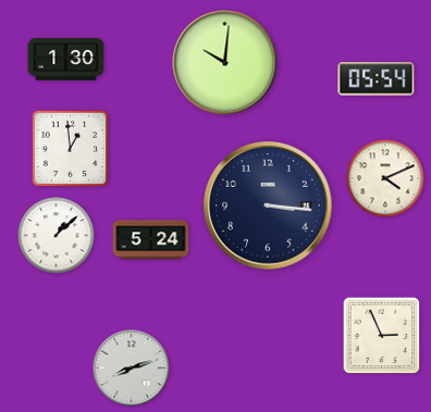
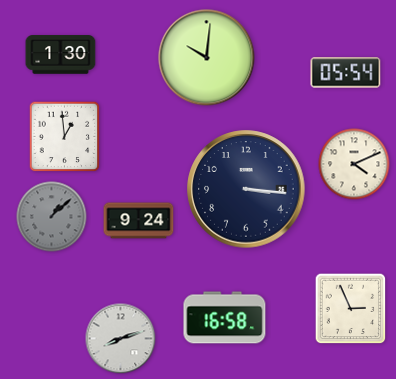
clock at (57, 236) dial: white -> grey
clock at (151, 240): 5:24 -> 9:24
clock at (225, 318): none -> 16:58
